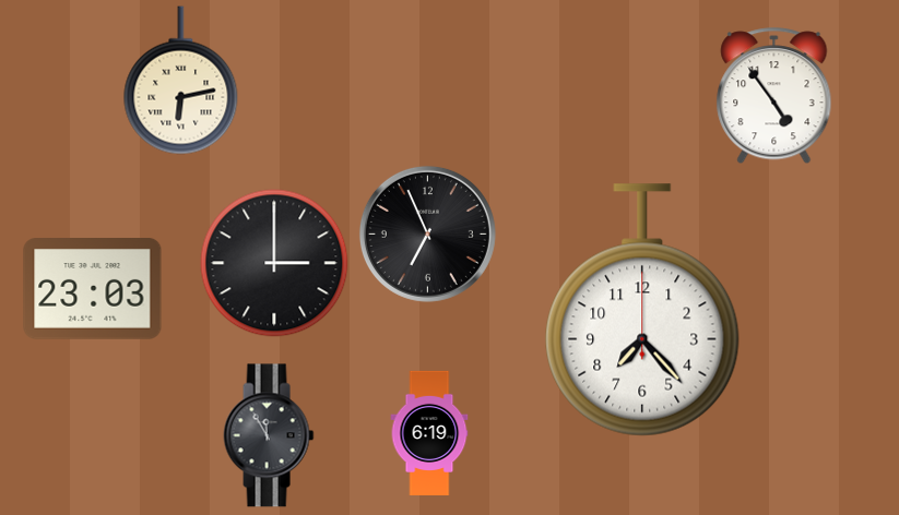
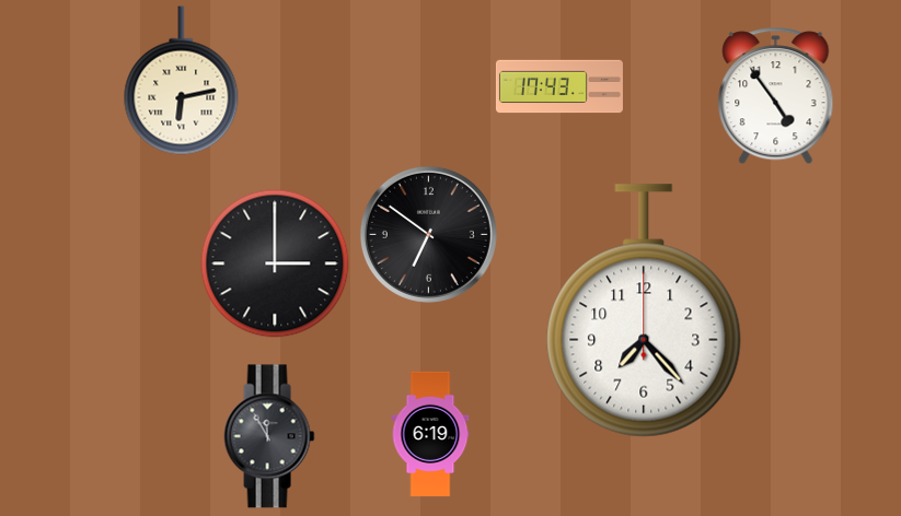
clock at (559, 86): none -> 17:43
clock at (427, 233): 6:56 -> 6:51
clock at (93, 289): 23:03 -> none
